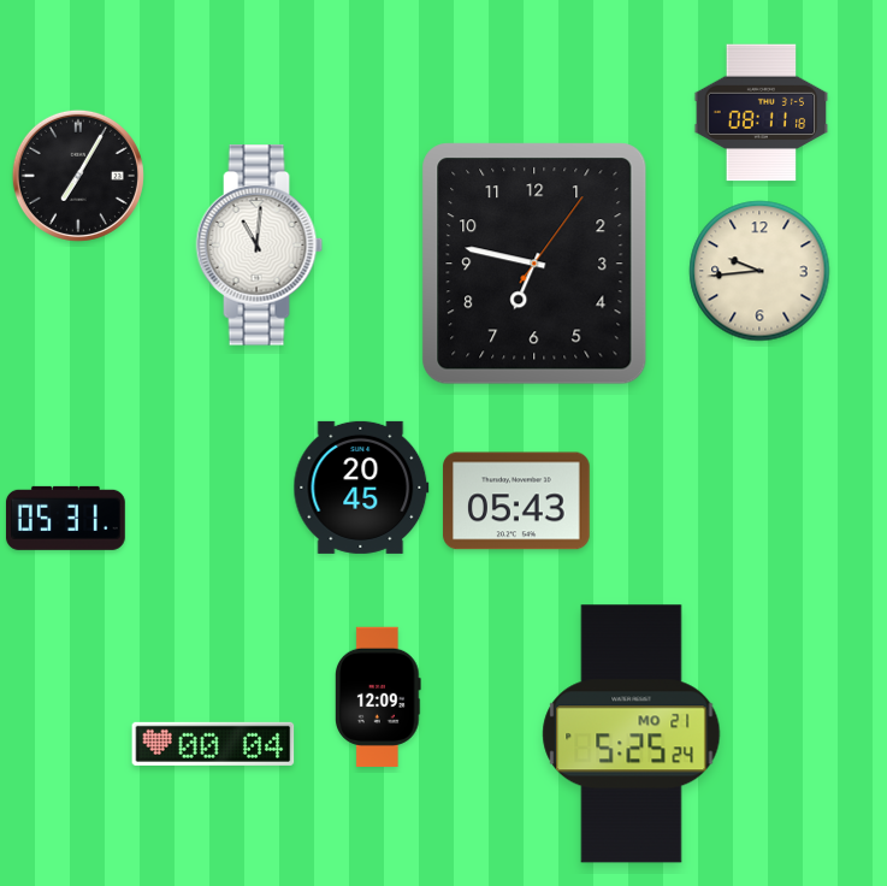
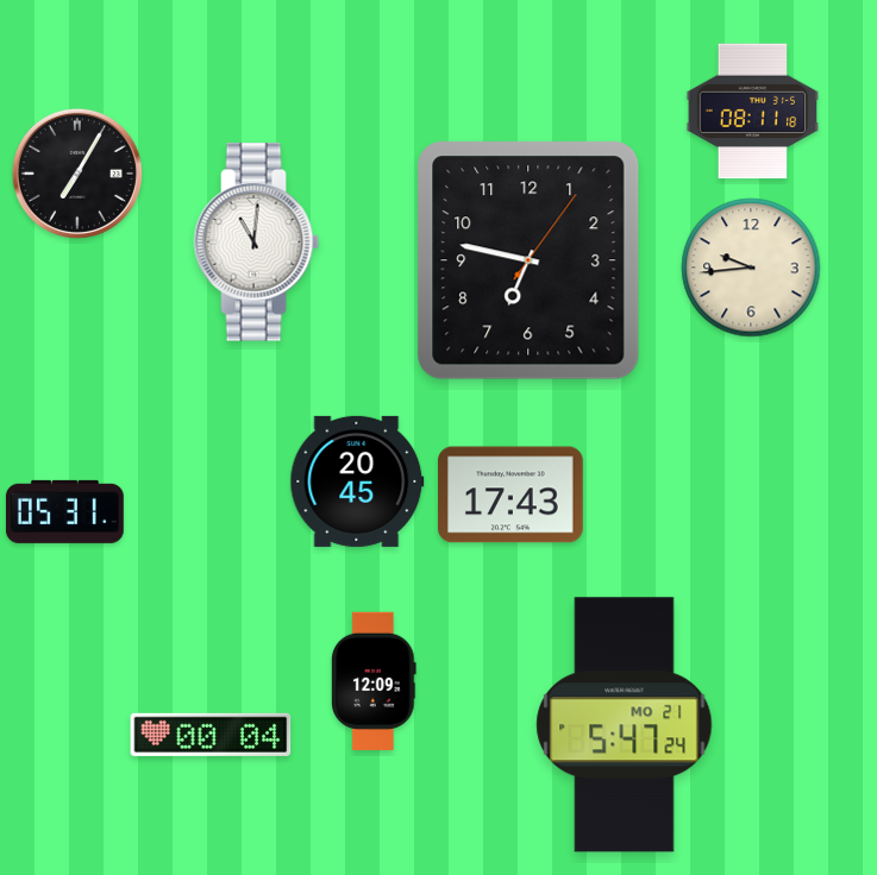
clock at (516, 501): 05:43 -> 17:43
clock at (379, 696) position: (379, 696) -> (375, 680)
clock at (632, 734): 5:25 -> 5:47
